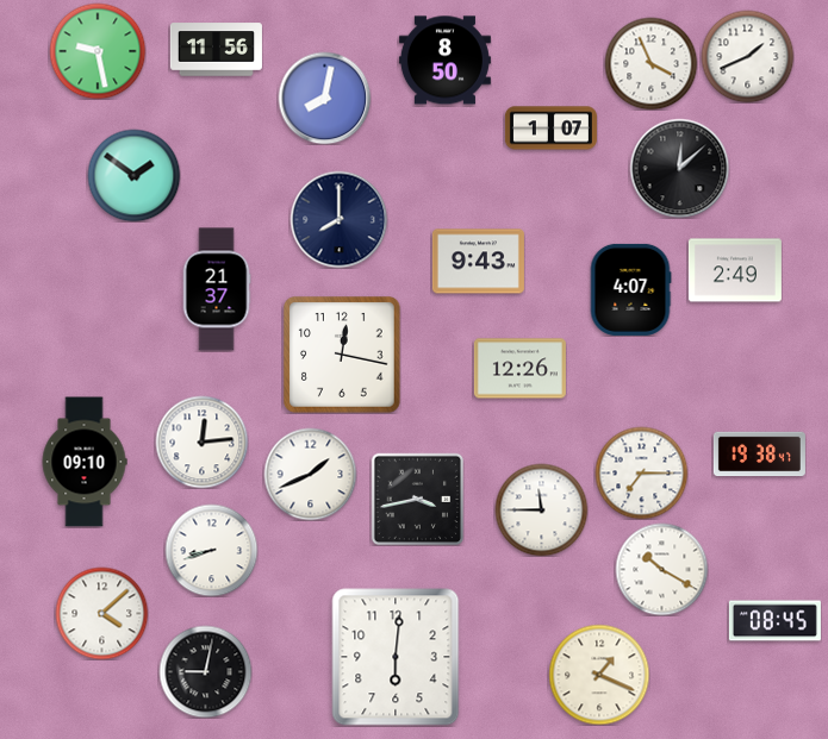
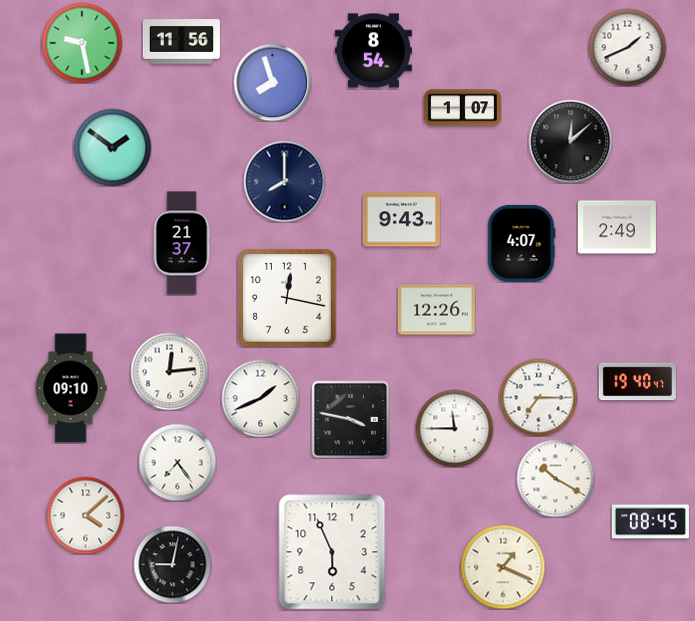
clock at (444, 61): 8:50 -> 8:54
clock at (650, 63): 3:56 -> none
clock at (324, 98): 8:02 -> 7:57
clock at (338, 219) position: (338, 219) -> (284, 181)
clock at (630, 289) position: (630, 289) -> (521, 243)
clock at (759, 455): 19:38 -> 19:40
clock at (417, 499): 3:43 -> 3:47
clock at (211, 550): 8:42 -> 7:24
clock at (396, 657): 6:01 -> 5:56
